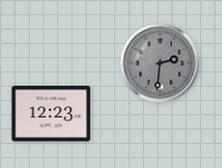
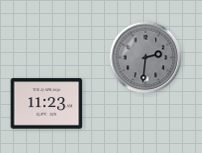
clock at (52, 114): 12:23 -> 11:23
